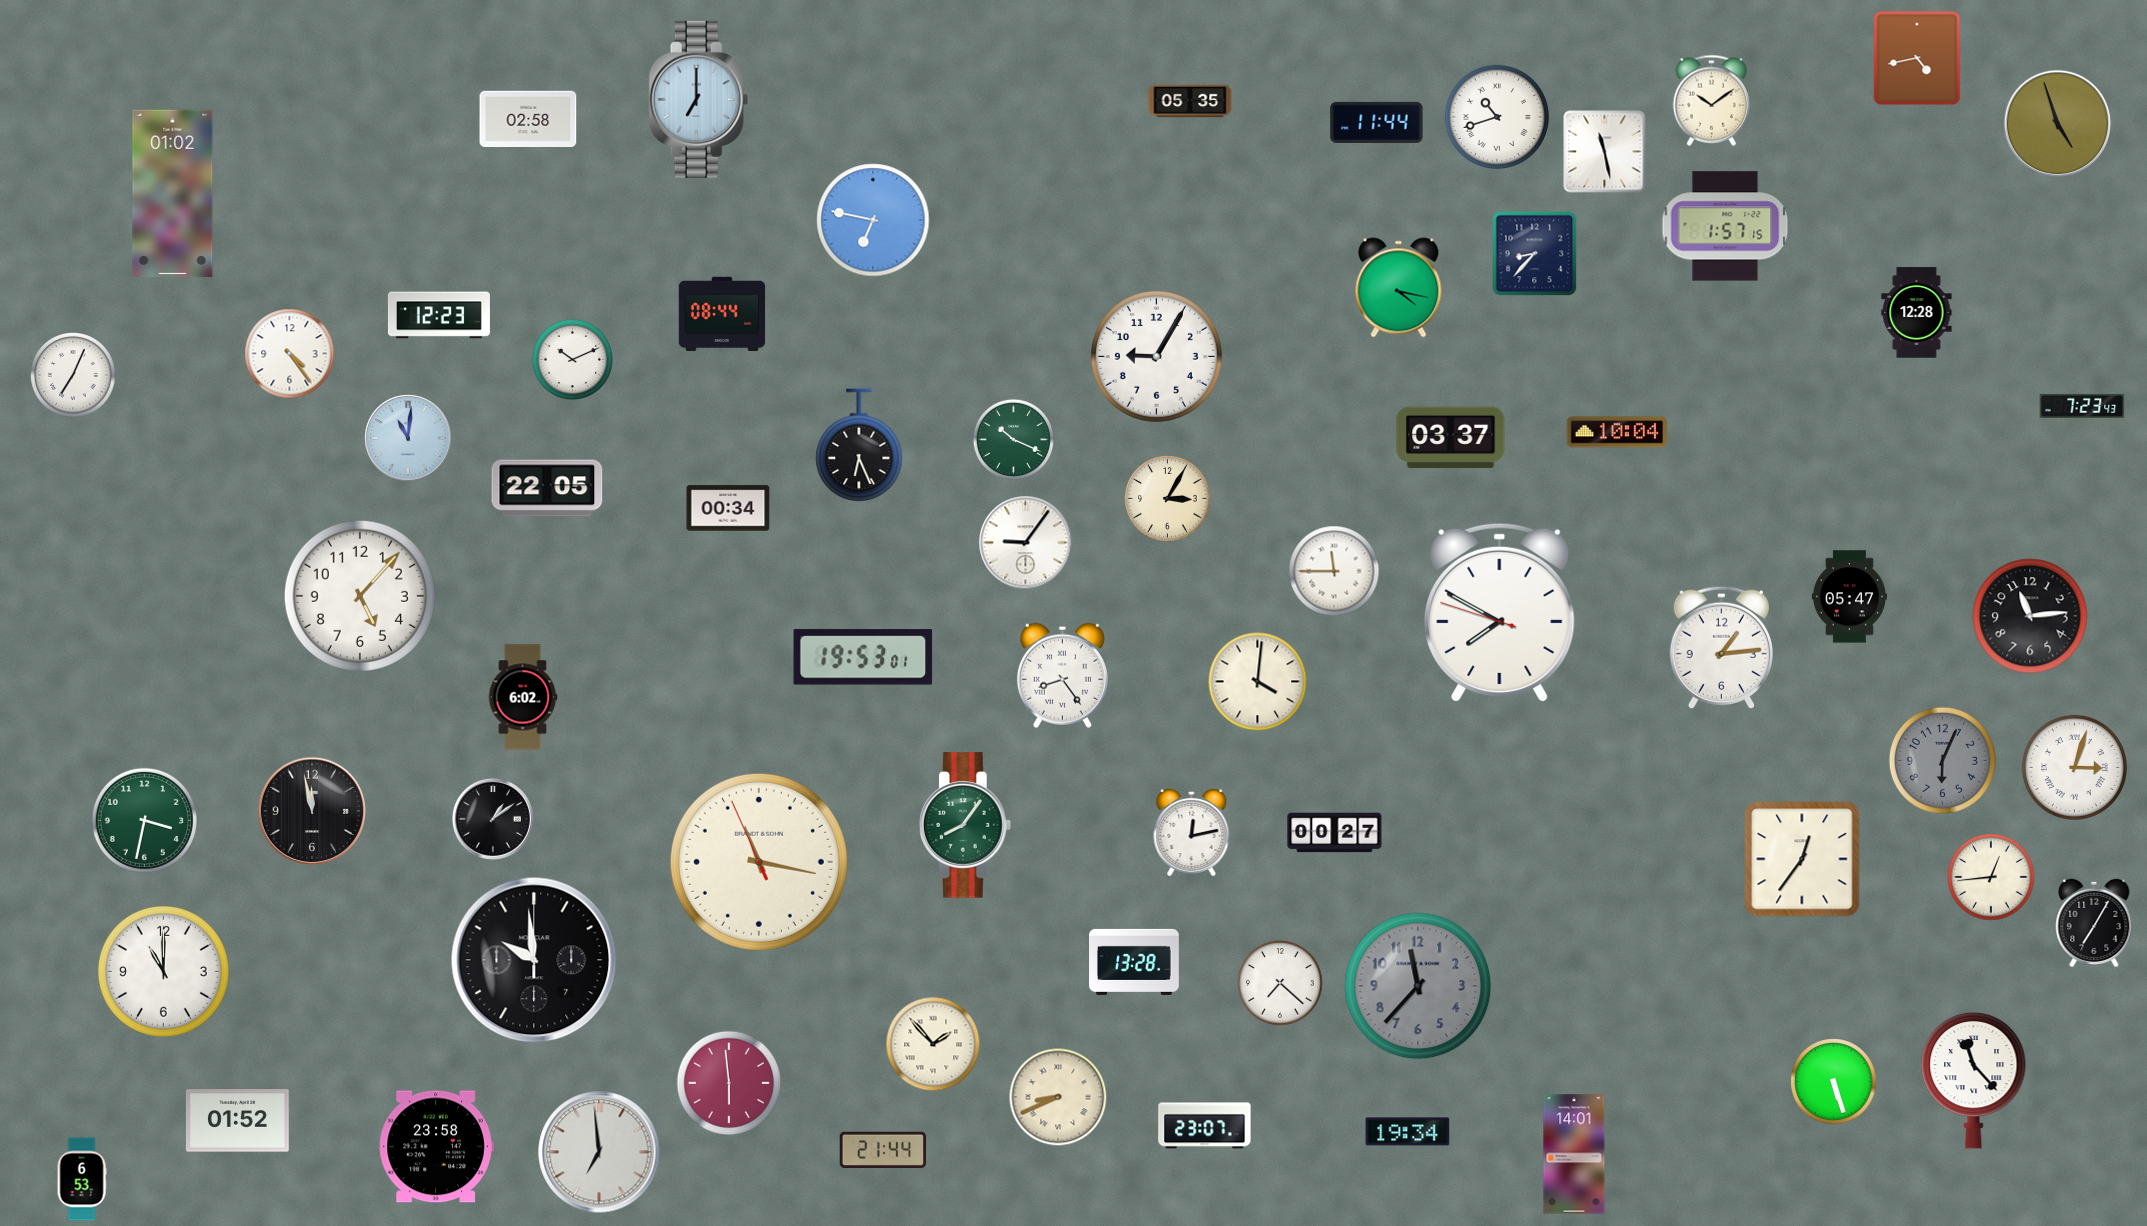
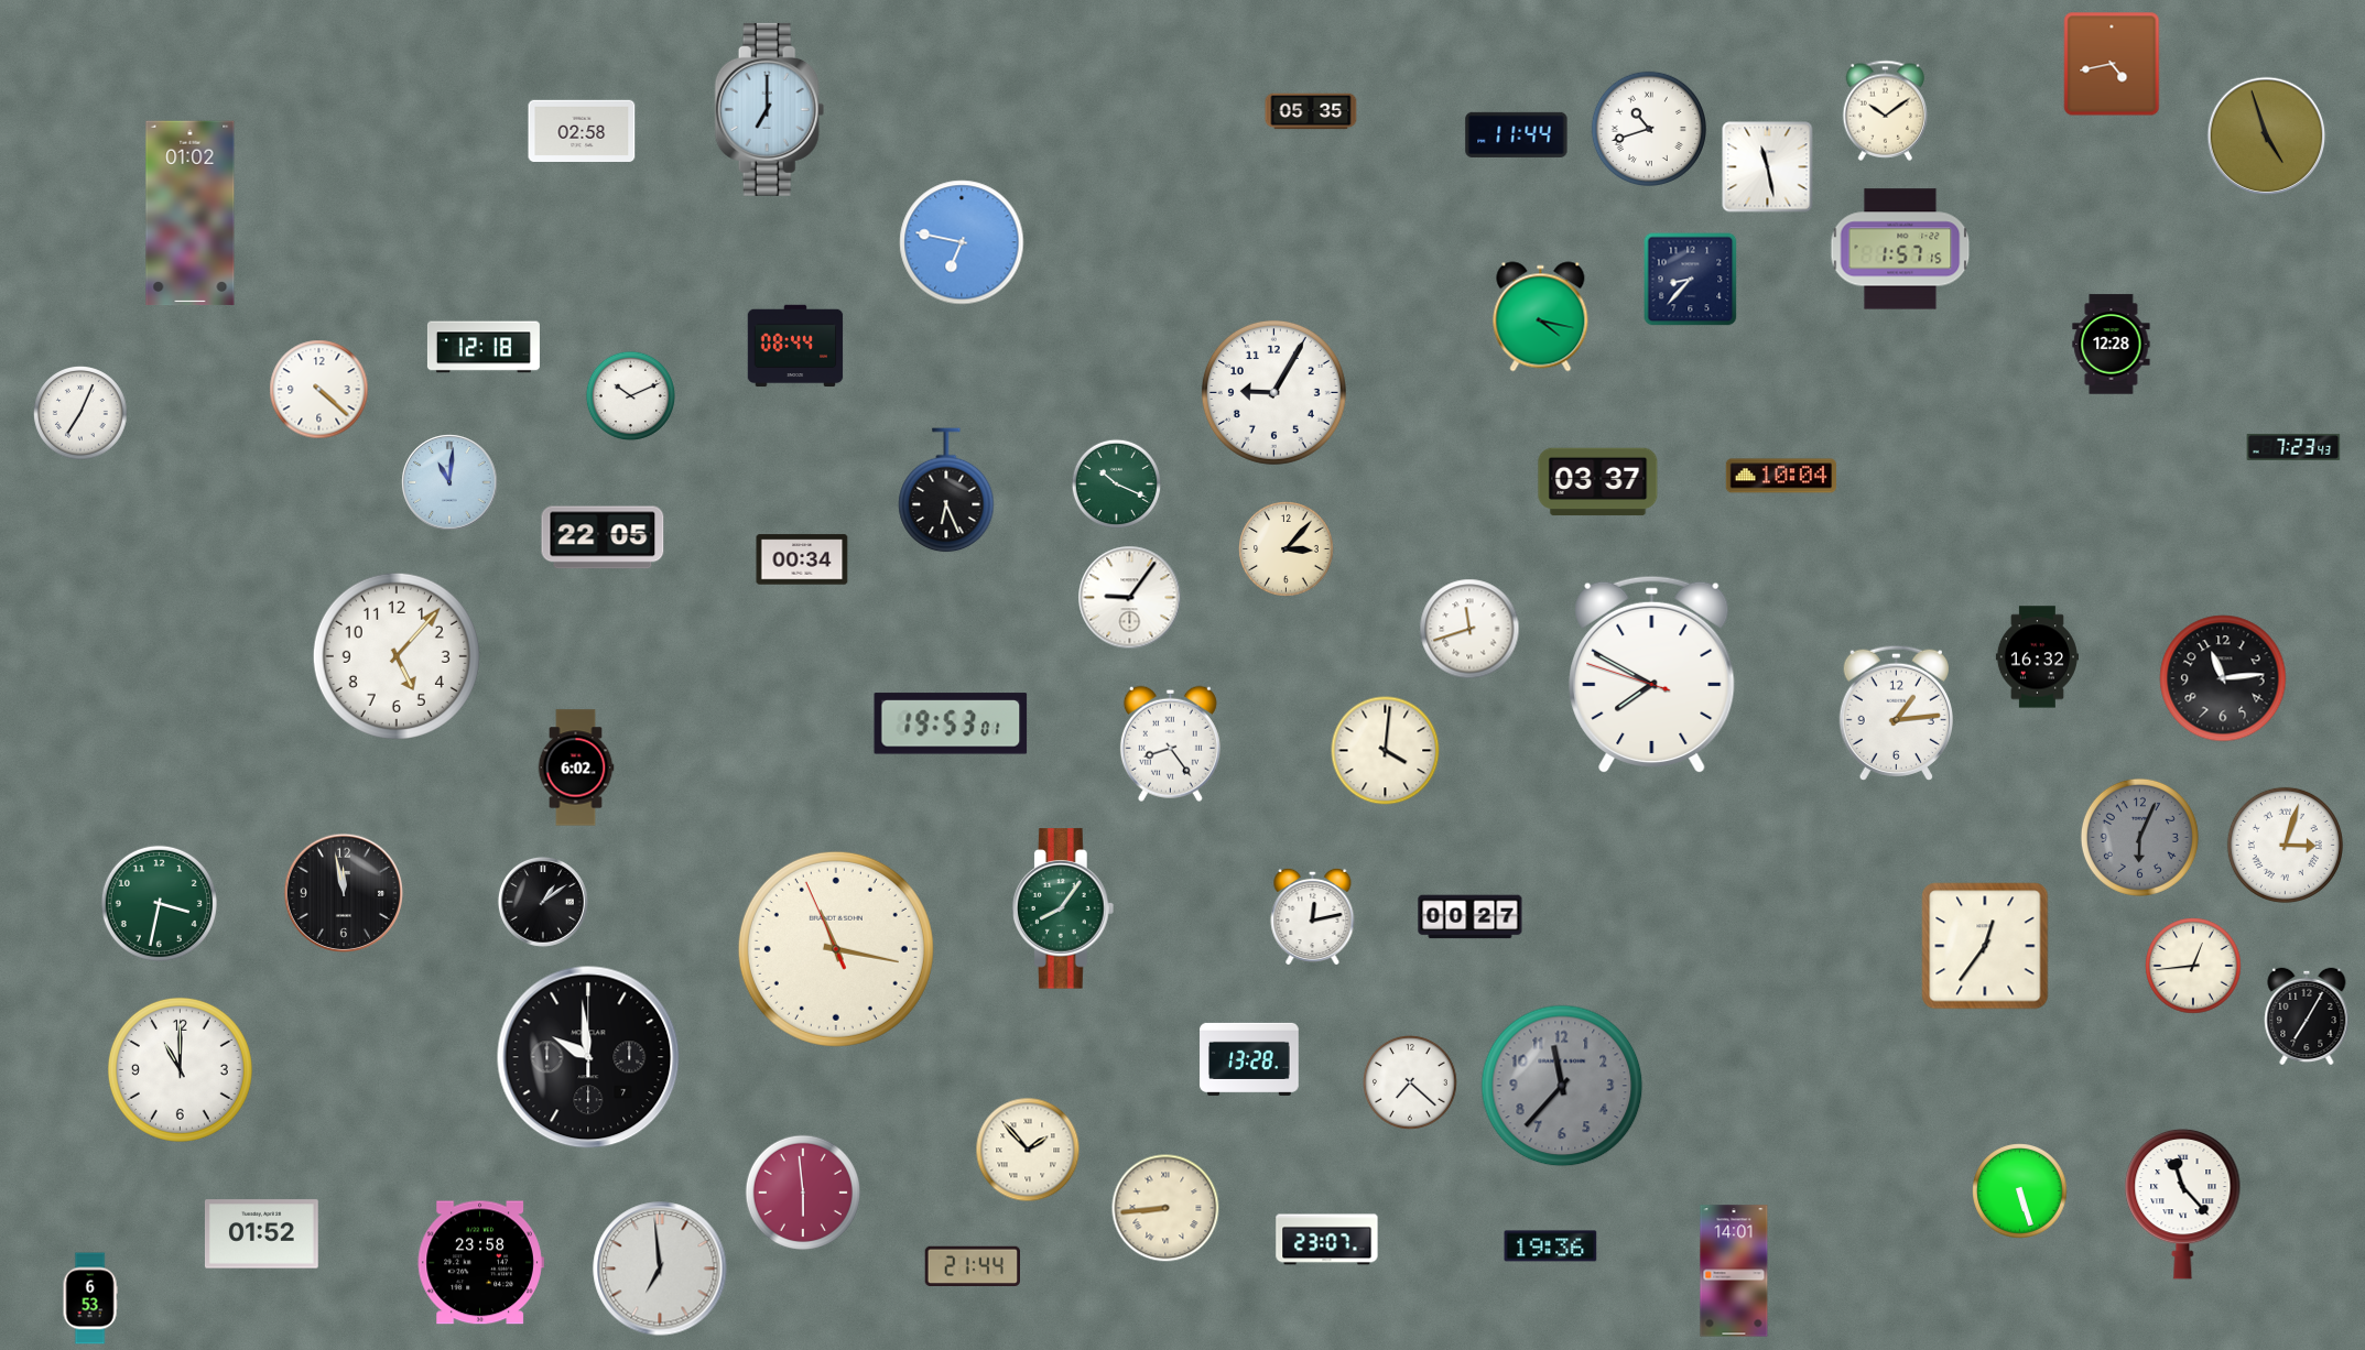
clock at (439, 315): 12:23 -> 12:18
clock at (290, 354): 4:24 -> 4:22
clock at (1168, 499): 3:05 -> 3:07
clock at (1334, 571): 11:45 -> 11:42
clock at (1849, 597): 05:47 -> 16:32
clock at (2030, 616) position: (2030, 616) -> (2223, 678)
clock at (1974, 1080) position: (1974, 1080) -> (2183, 1204)
clock at (1058, 1097): 8:41 -> 8:44
clock at (1408, 1132): 19:34 -> 19:36
